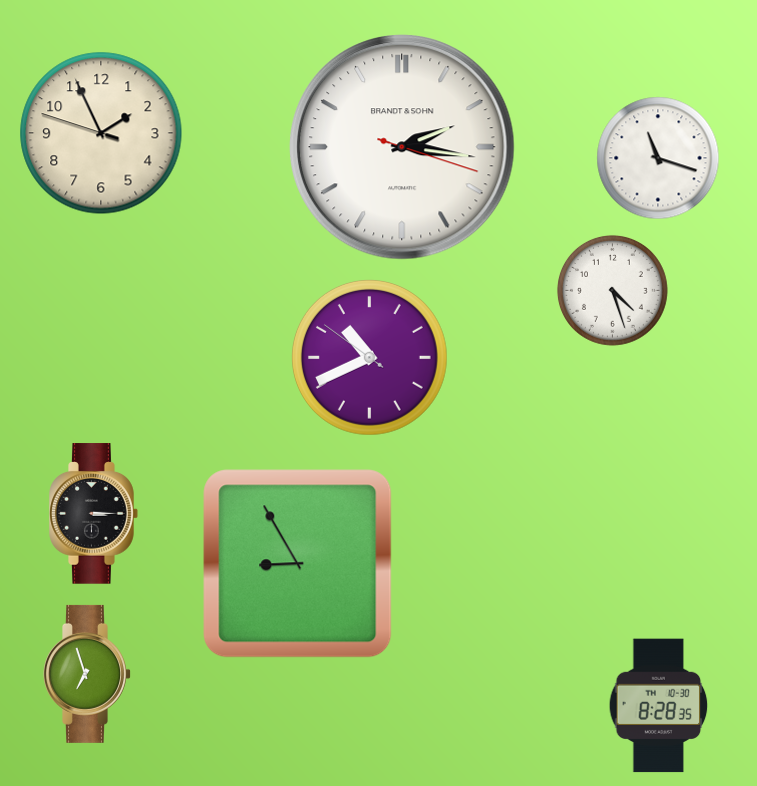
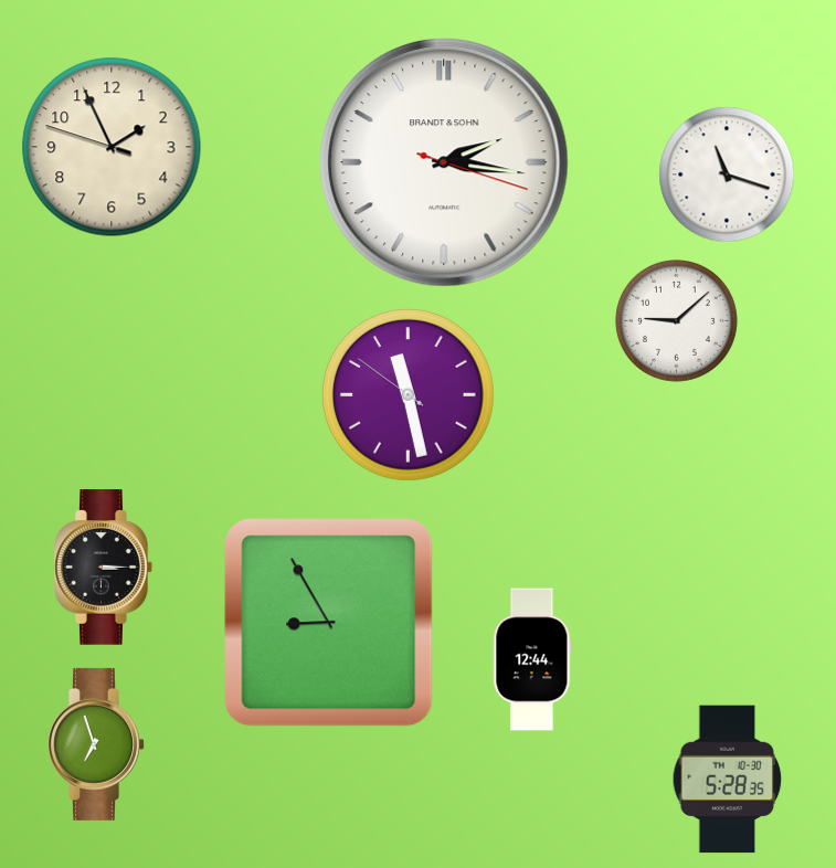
clock at (612, 290): 4:27 -> 9:08
clock at (369, 357): 10:40 -> 11:27
clock at (532, 659): none -> 12:44
clock at (659, 706): 8:28 -> 5:28
